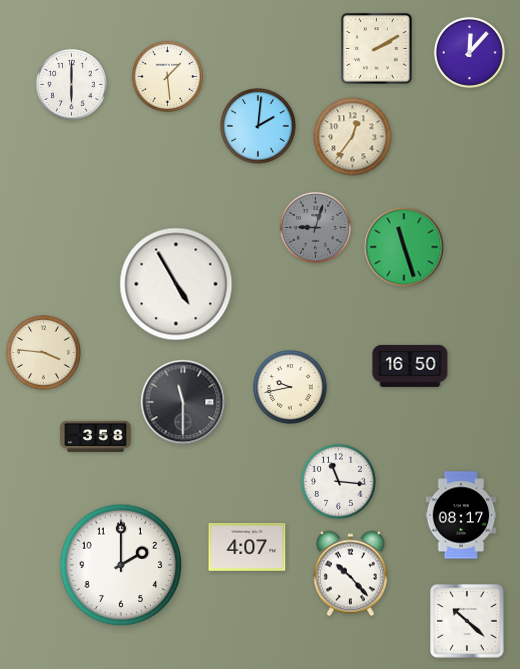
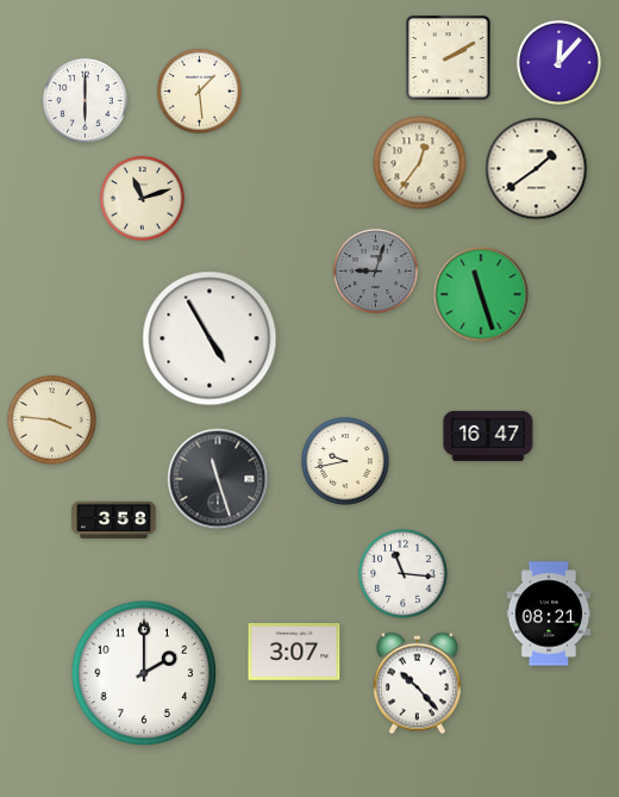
clock at (258, 126): 2:01 -> none
clock at (537, 169): none -> 1:39
clock at (142, 198): none -> 11:12
clock at (410, 366): 16:50 -> 16:47
clock at (183, 402): 11:30 -> 11:27
clock at (461, 515): 08:17 -> 08:21
clock at (247, 548): 4:07 -> 3:07
clock at (467, 621): 10:22 -> none
